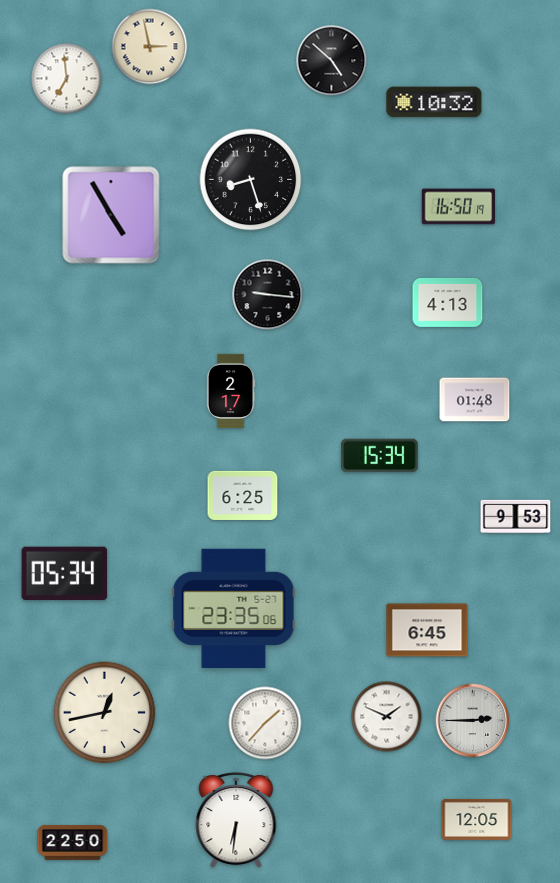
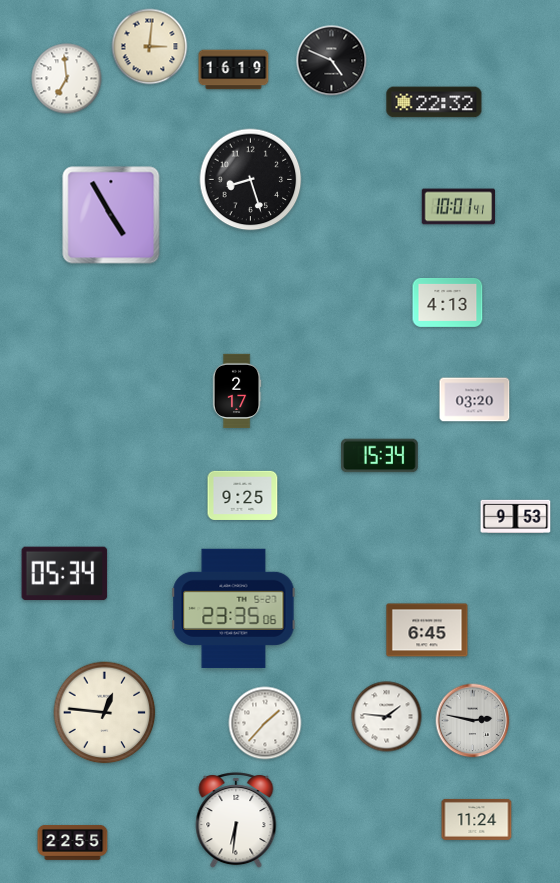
clock at (150, 47): 2:58 -> 3:01
clock at (332, 61): 4:52 -> 4:49
clock at (234, 70): none -> 16:19
clock at (434, 102): 10:32 -> 22:32
clock at (459, 207): 16:50 -> 10:01
clock at (268, 295): 9:16 -> none
clock at (231, 390) position: (231, 390) -> (237, 390)
clock at (475, 400): 01:48 -> 03:20
clock at (243, 495): 6:25 -> 9:25
clock at (105, 713): 12:43 -> 12:46
clock at (387, 717): 1:49 -> 1:46
clock at (473, 721): 2:45 -> 2:47
clock at (477, 819): 12:05 -> 11:24
clock at (73, 843): 22:50 -> 22:55
